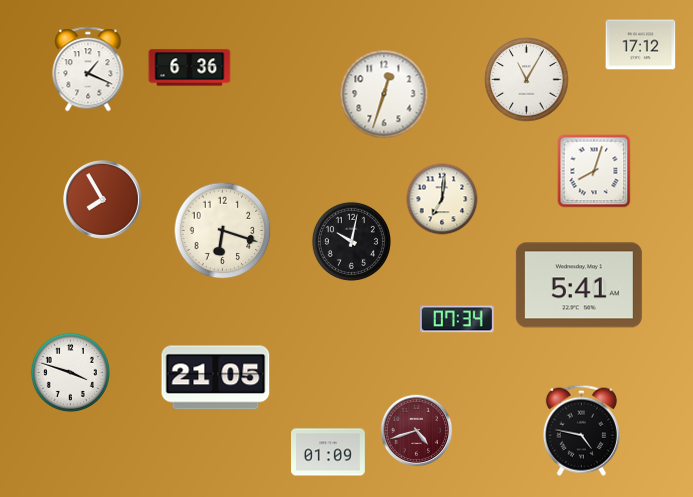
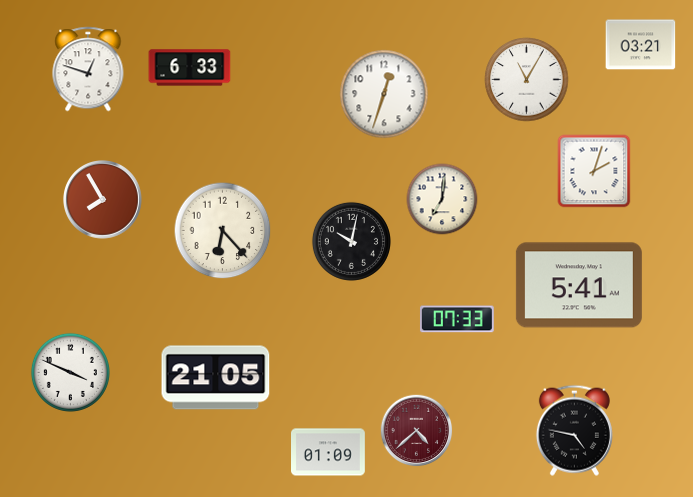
clock at (641, 45): 17:12 -> 03:21
clock at (190, 68): 6:36 -> 6:33
clock at (88, 69): 1:19 -> 12:48
clock at (594, 171): 8:03 -> 2:03
clock at (223, 231): 6:18 -> 6:23
clock at (457, 319): 07:34 -> 07:33
clock at (70, 372): 3:48 -> 3:49
clock at (581, 430) position: (581, 430) -> (574, 430)
clock at (417, 431): 4:42 -> 4:38
